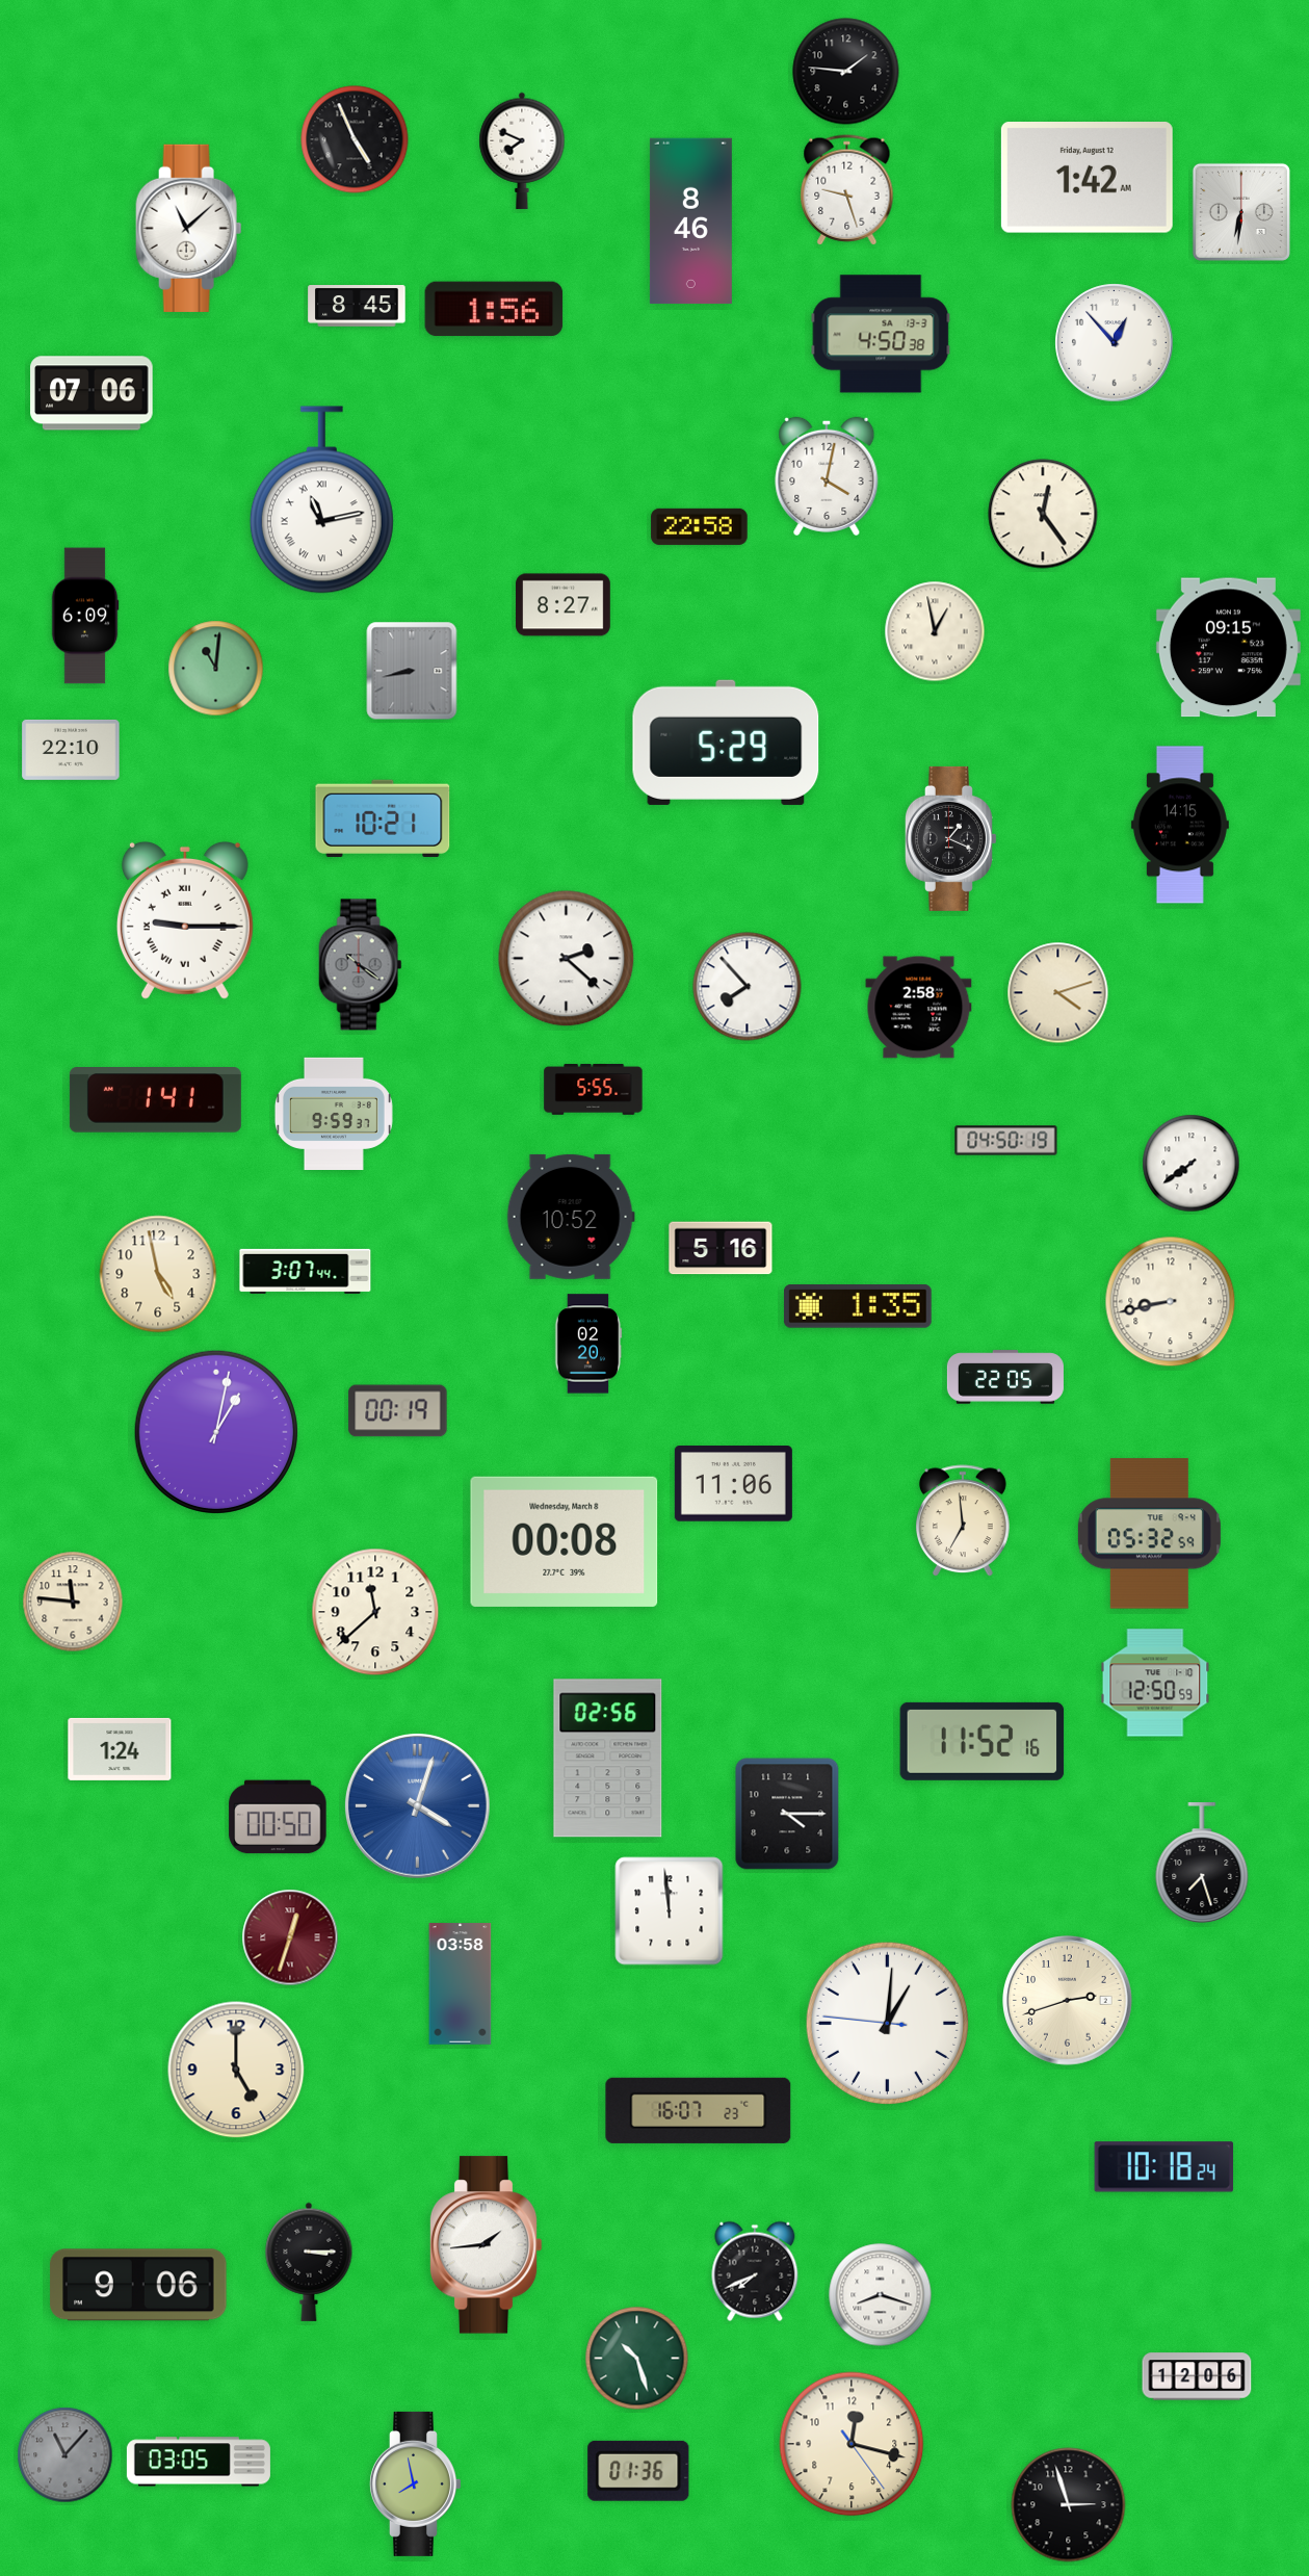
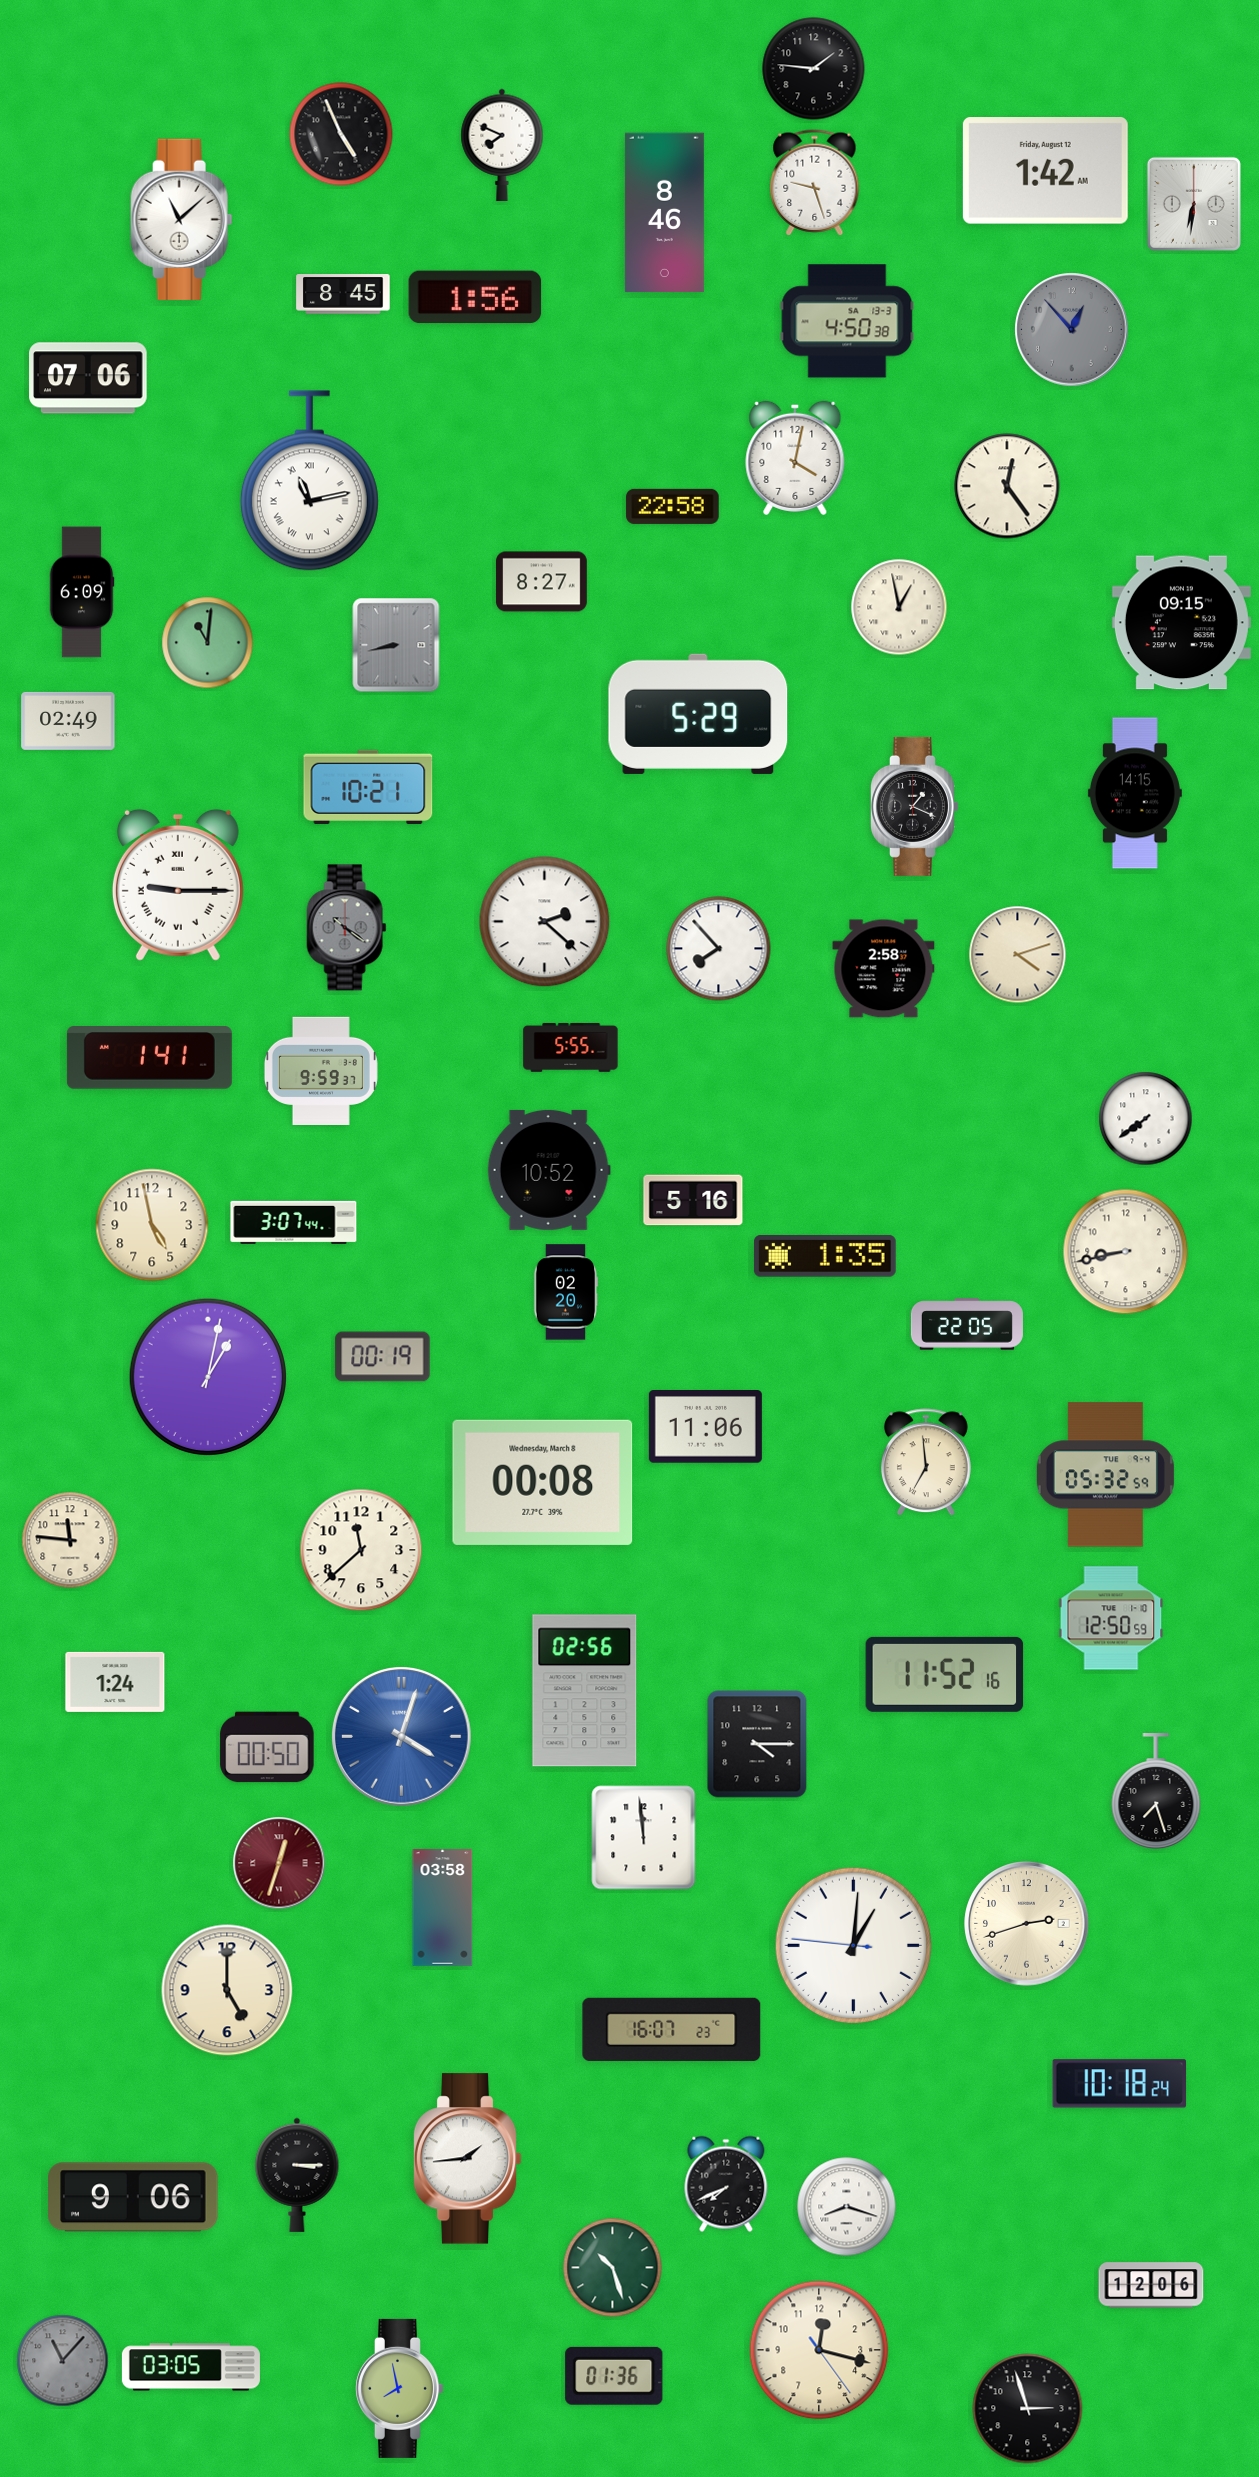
clock at (1115, 343) dial: white -> grey
clock at (1043, 514) position: (1043, 514) -> (1007, 486)
clock at (71, 750): 22:10 -> 02:49
clock at (1006, 1141): 04:50 -> none
